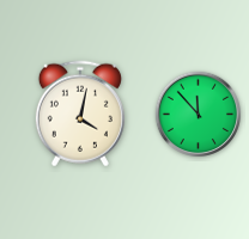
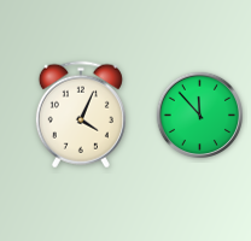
clock at (80, 114): 4:02 -> 4:04
